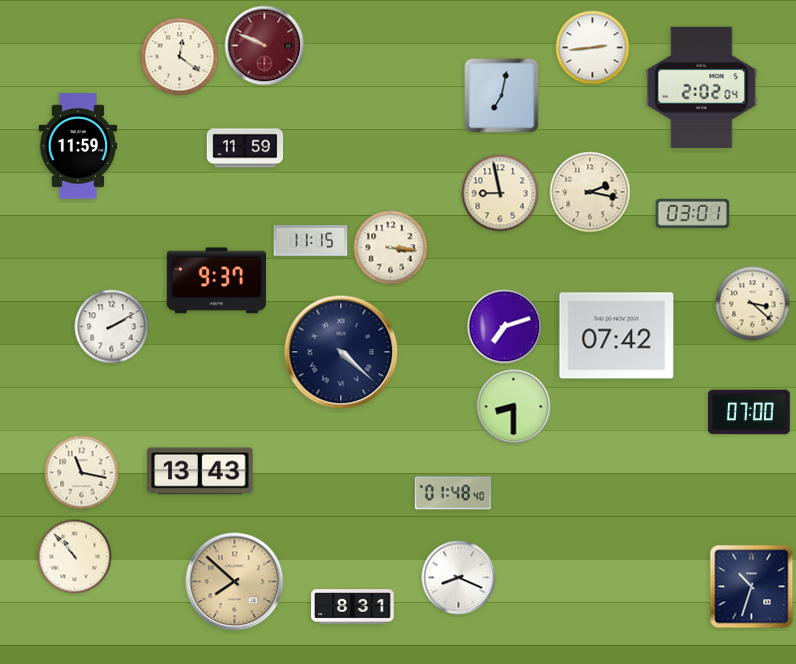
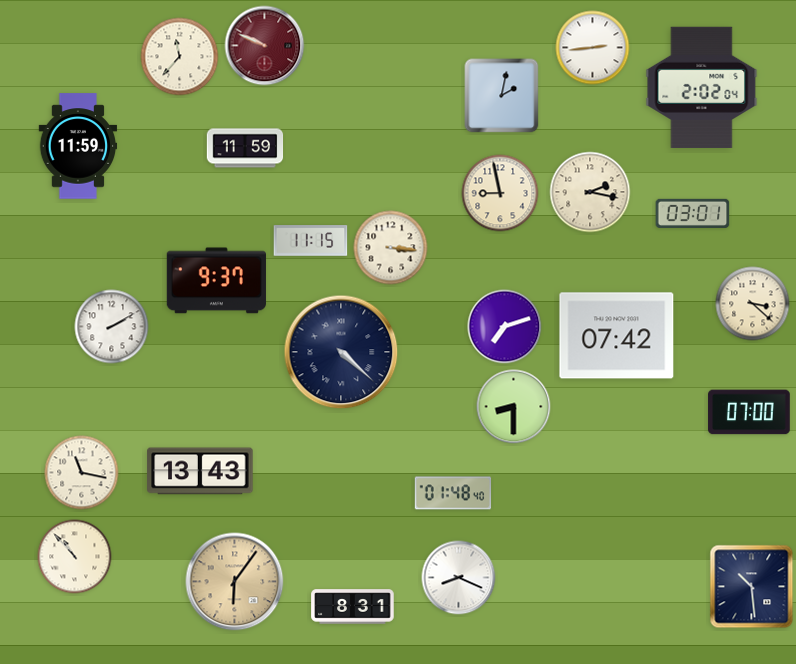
clock at (180, 57): 12:21 -> 11:37
clock at (502, 96): 7:02 -> 2:02
clock at (235, 582): 7:52 -> 6:06
clock at (752, 587): 10:33 -> 10:29
